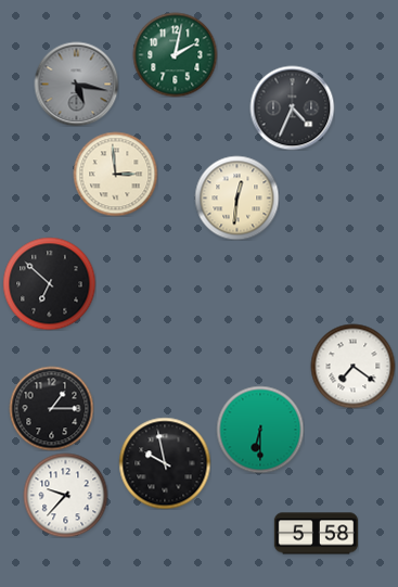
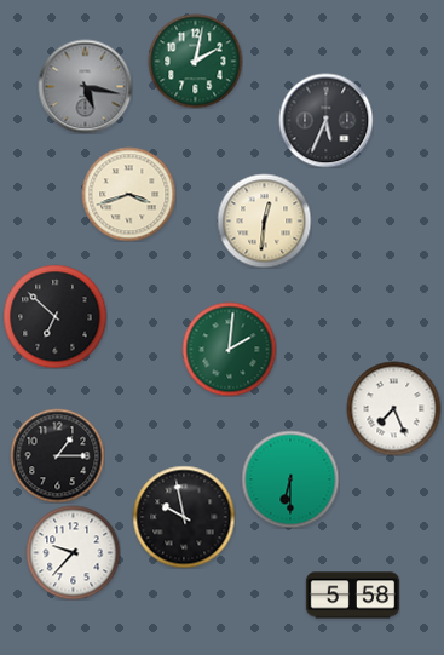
clock at (76, 84) position: (76, 84) -> (85, 86)
clock at (292, 107): 4:34 -> 5:34
clock at (115, 174): 2:59 -> 3:42
clock at (229, 349): none -> 2:01
clock at (352, 366): 7:21 -> 7:26
